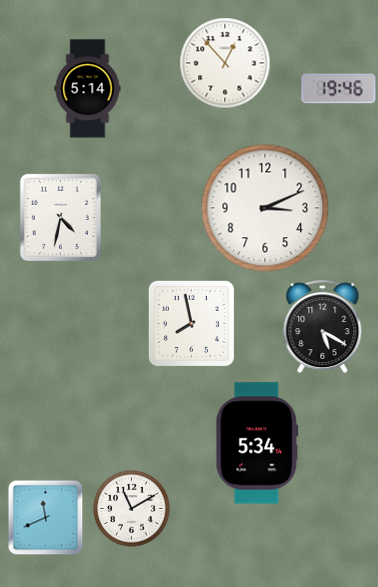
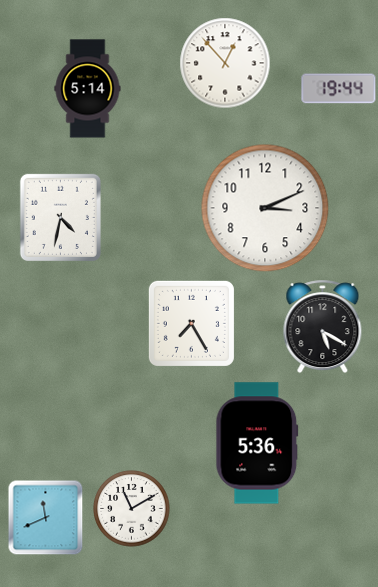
clock at (339, 89): 19:46 -> 19:44
clock at (191, 323): 7:58 -> 7:25
clock at (257, 443): 5:34 -> 5:36
